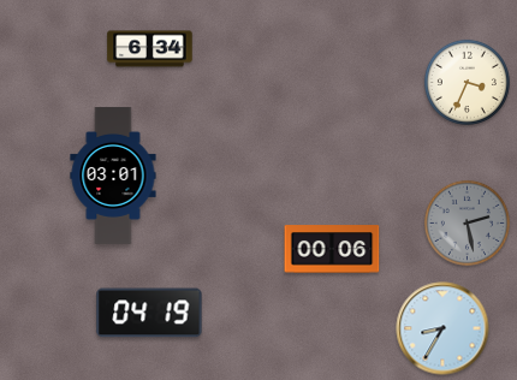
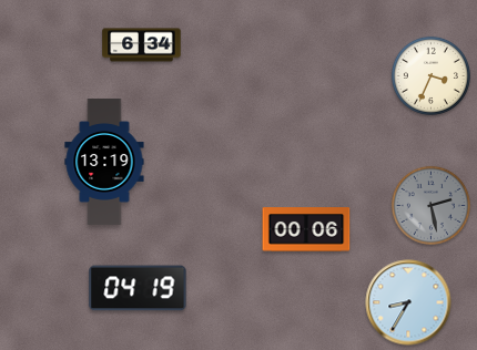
clock at (150, 49) position: (150, 49) -> (142, 45)
clock at (113, 176): 03:01 -> 13:19
